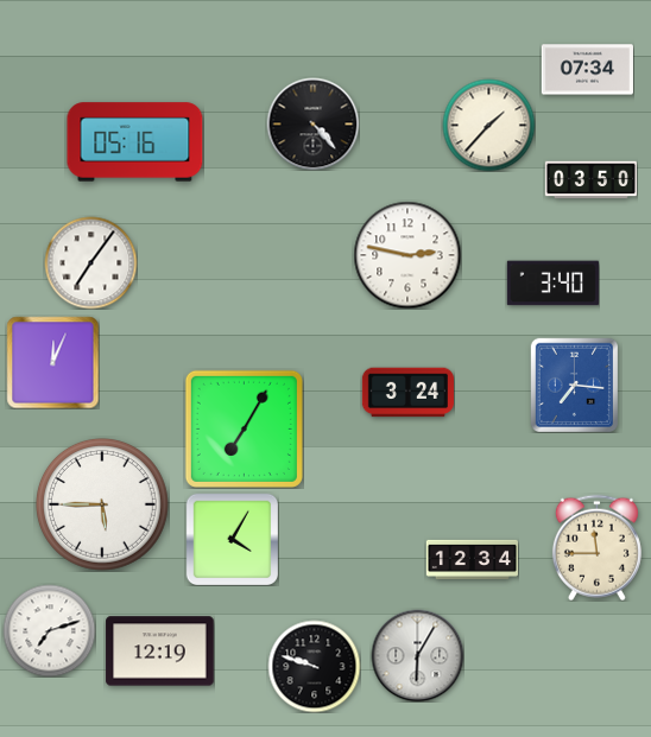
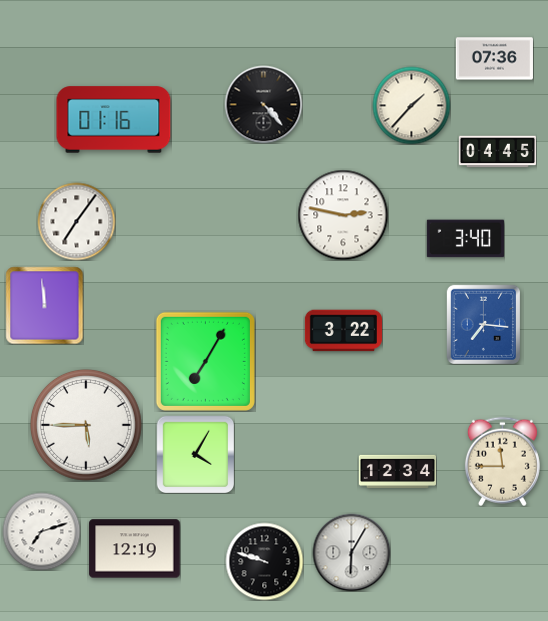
clock at (587, 70): 07:34 -> 07:36
clock at (135, 142): 05:16 -> 01:16
clock at (590, 180): 03:50 -> 04:45
clock at (52, 362): 12:04 -> 11:59
clock at (407, 393): 3:24 -> 3:22
